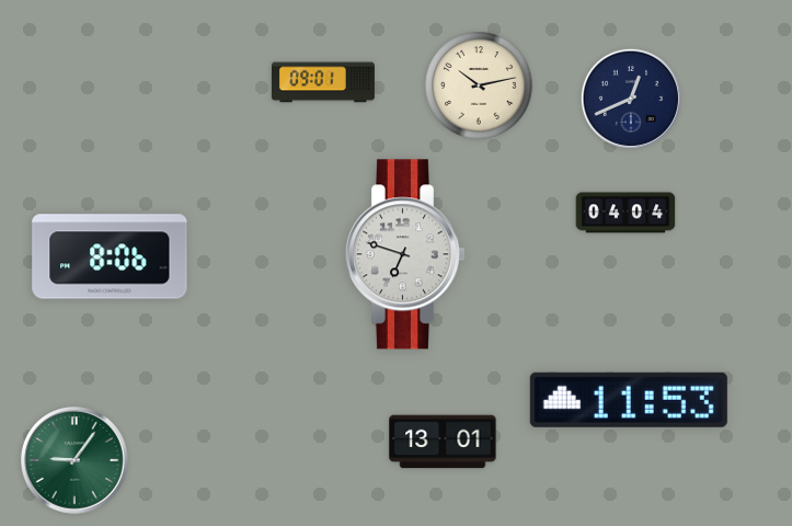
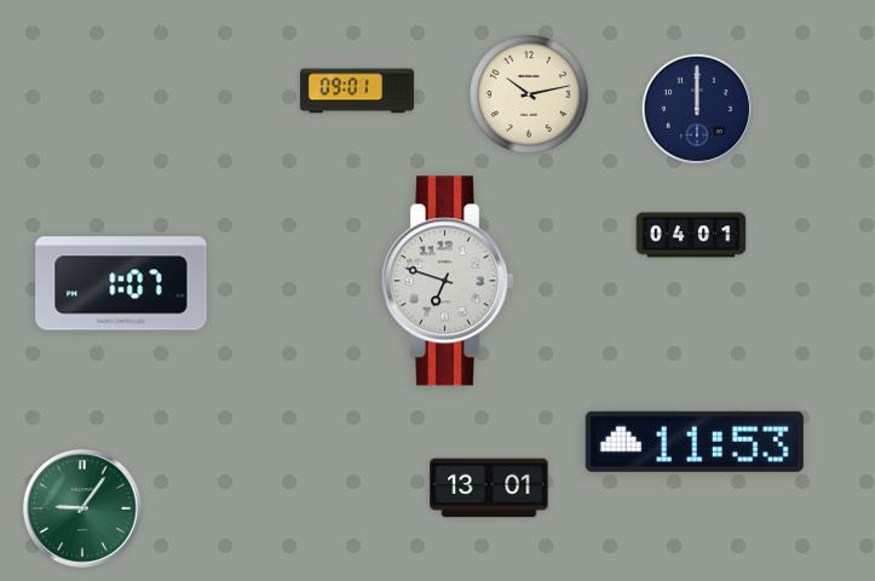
clock at (631, 99): 12:41 -> 12:00
clock at (625, 213): 04:04 -> 04:01
clock at (110, 256): 8:06 -> 1:07
